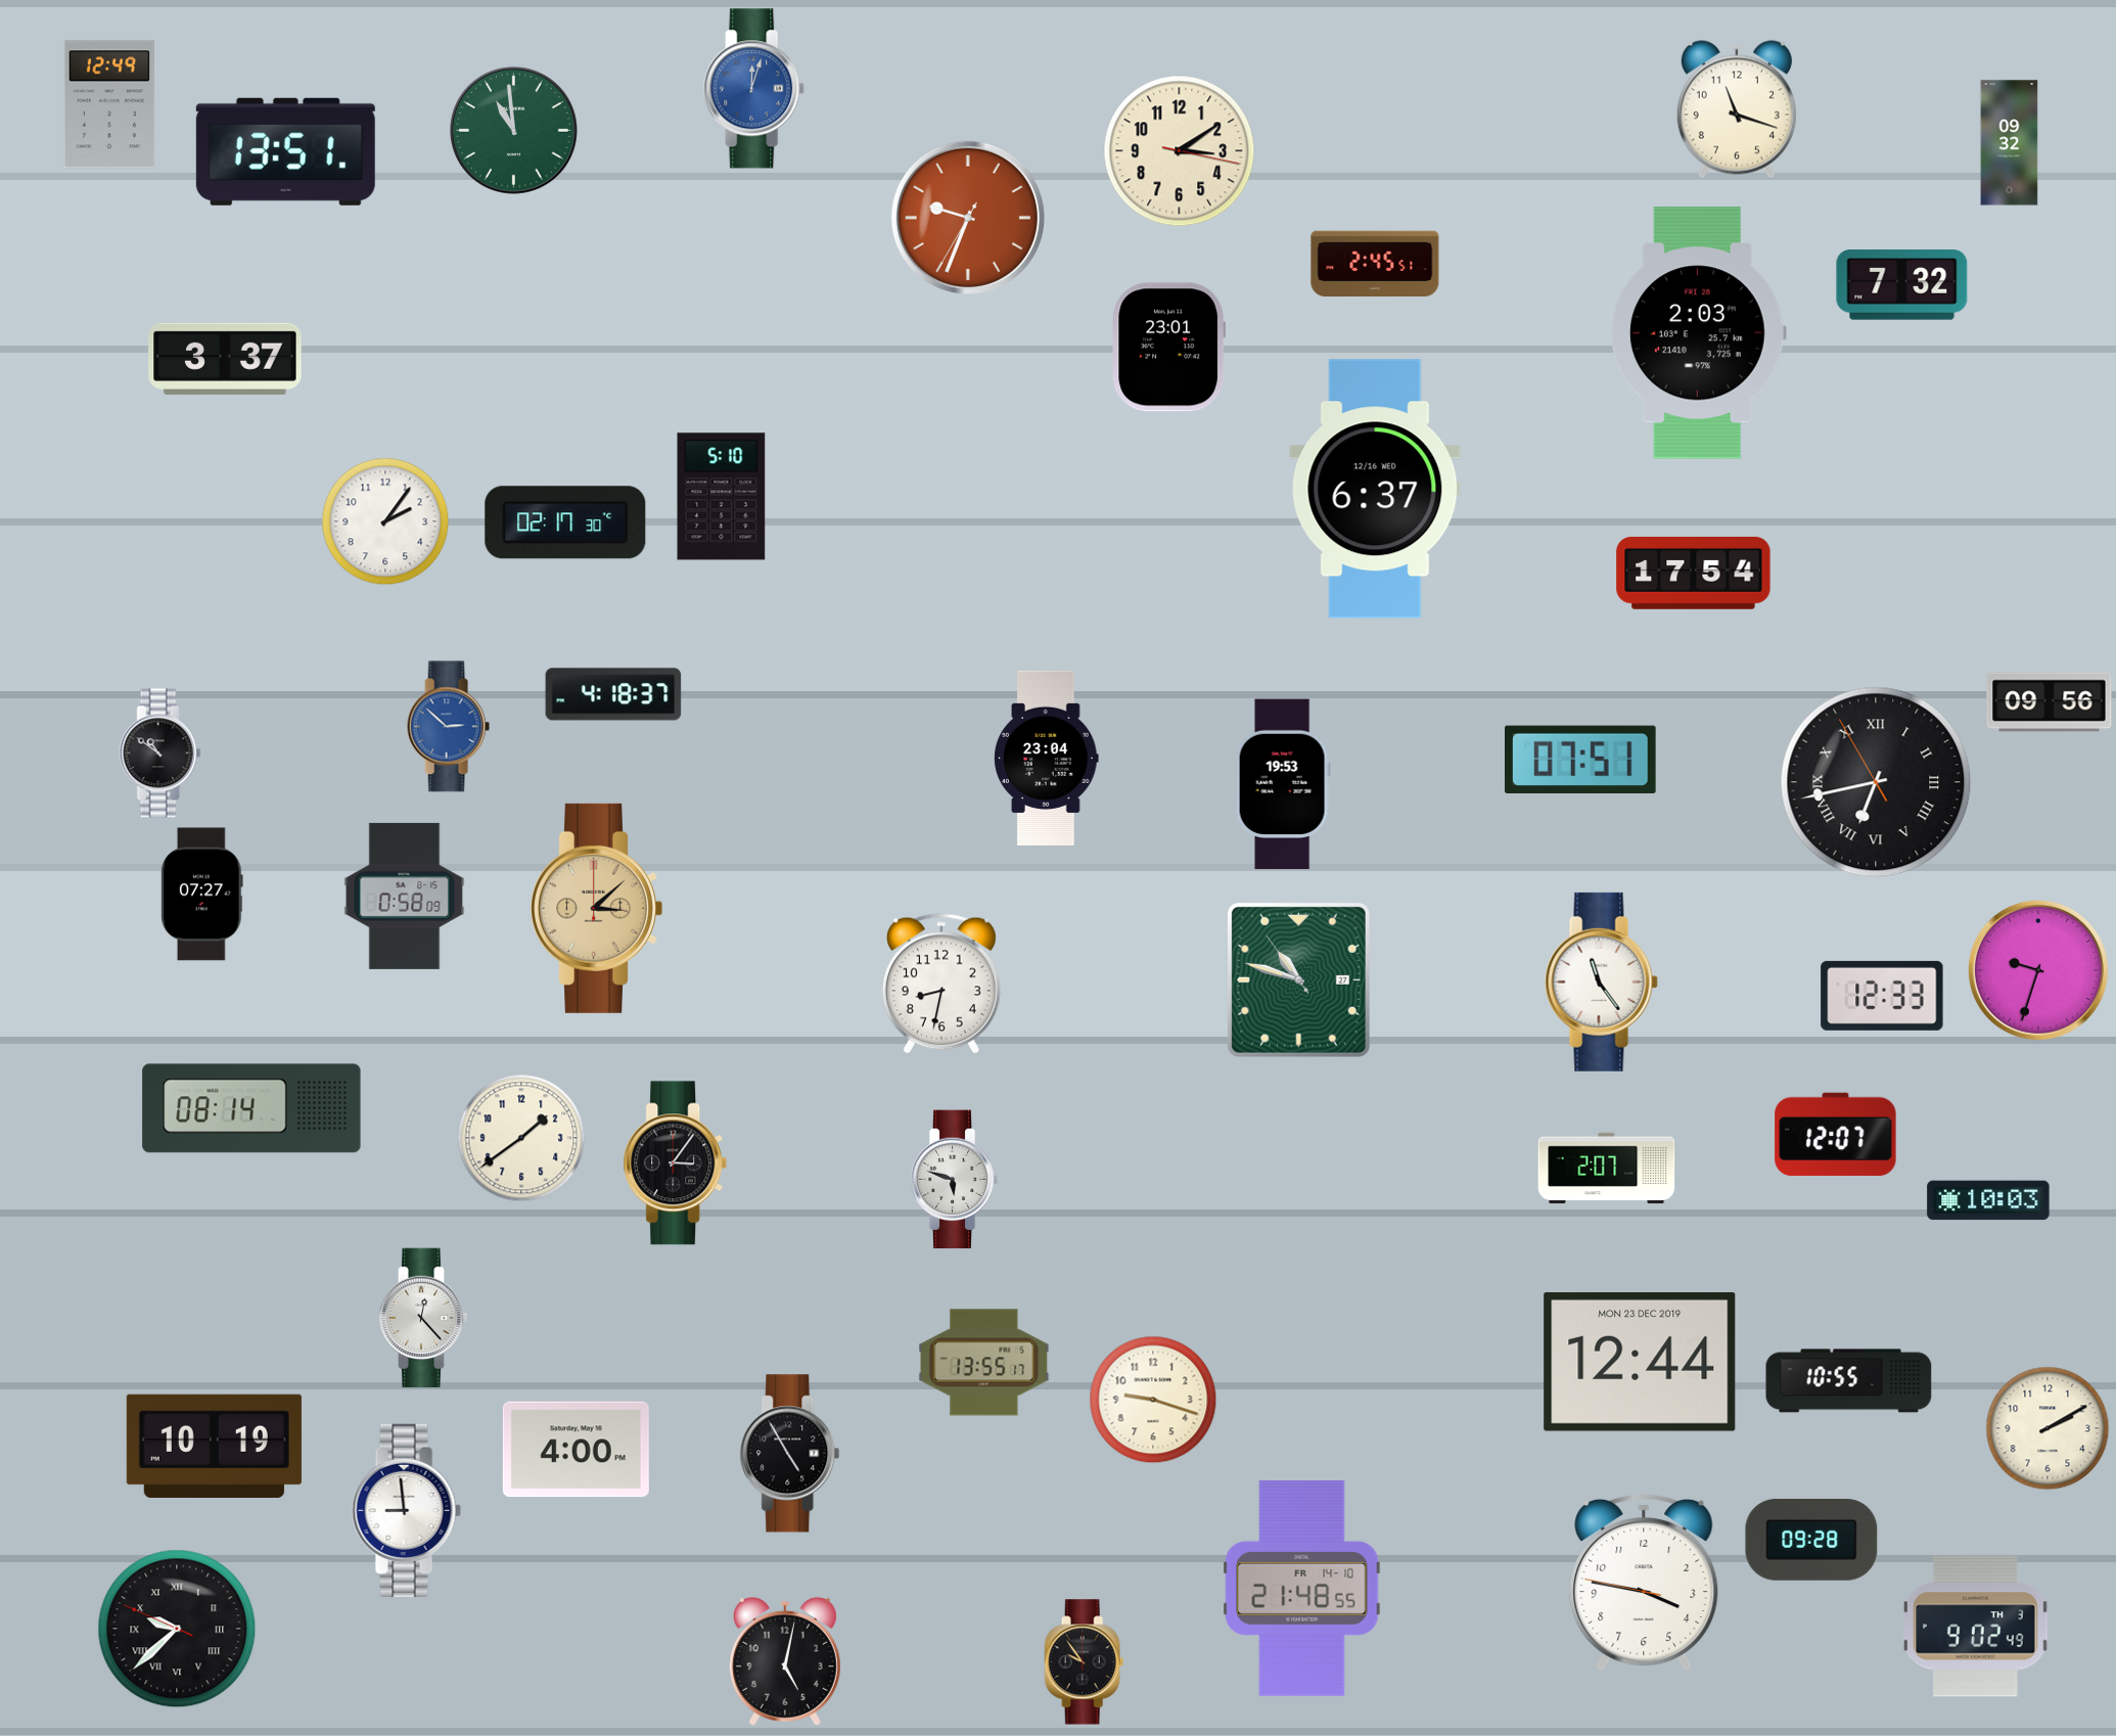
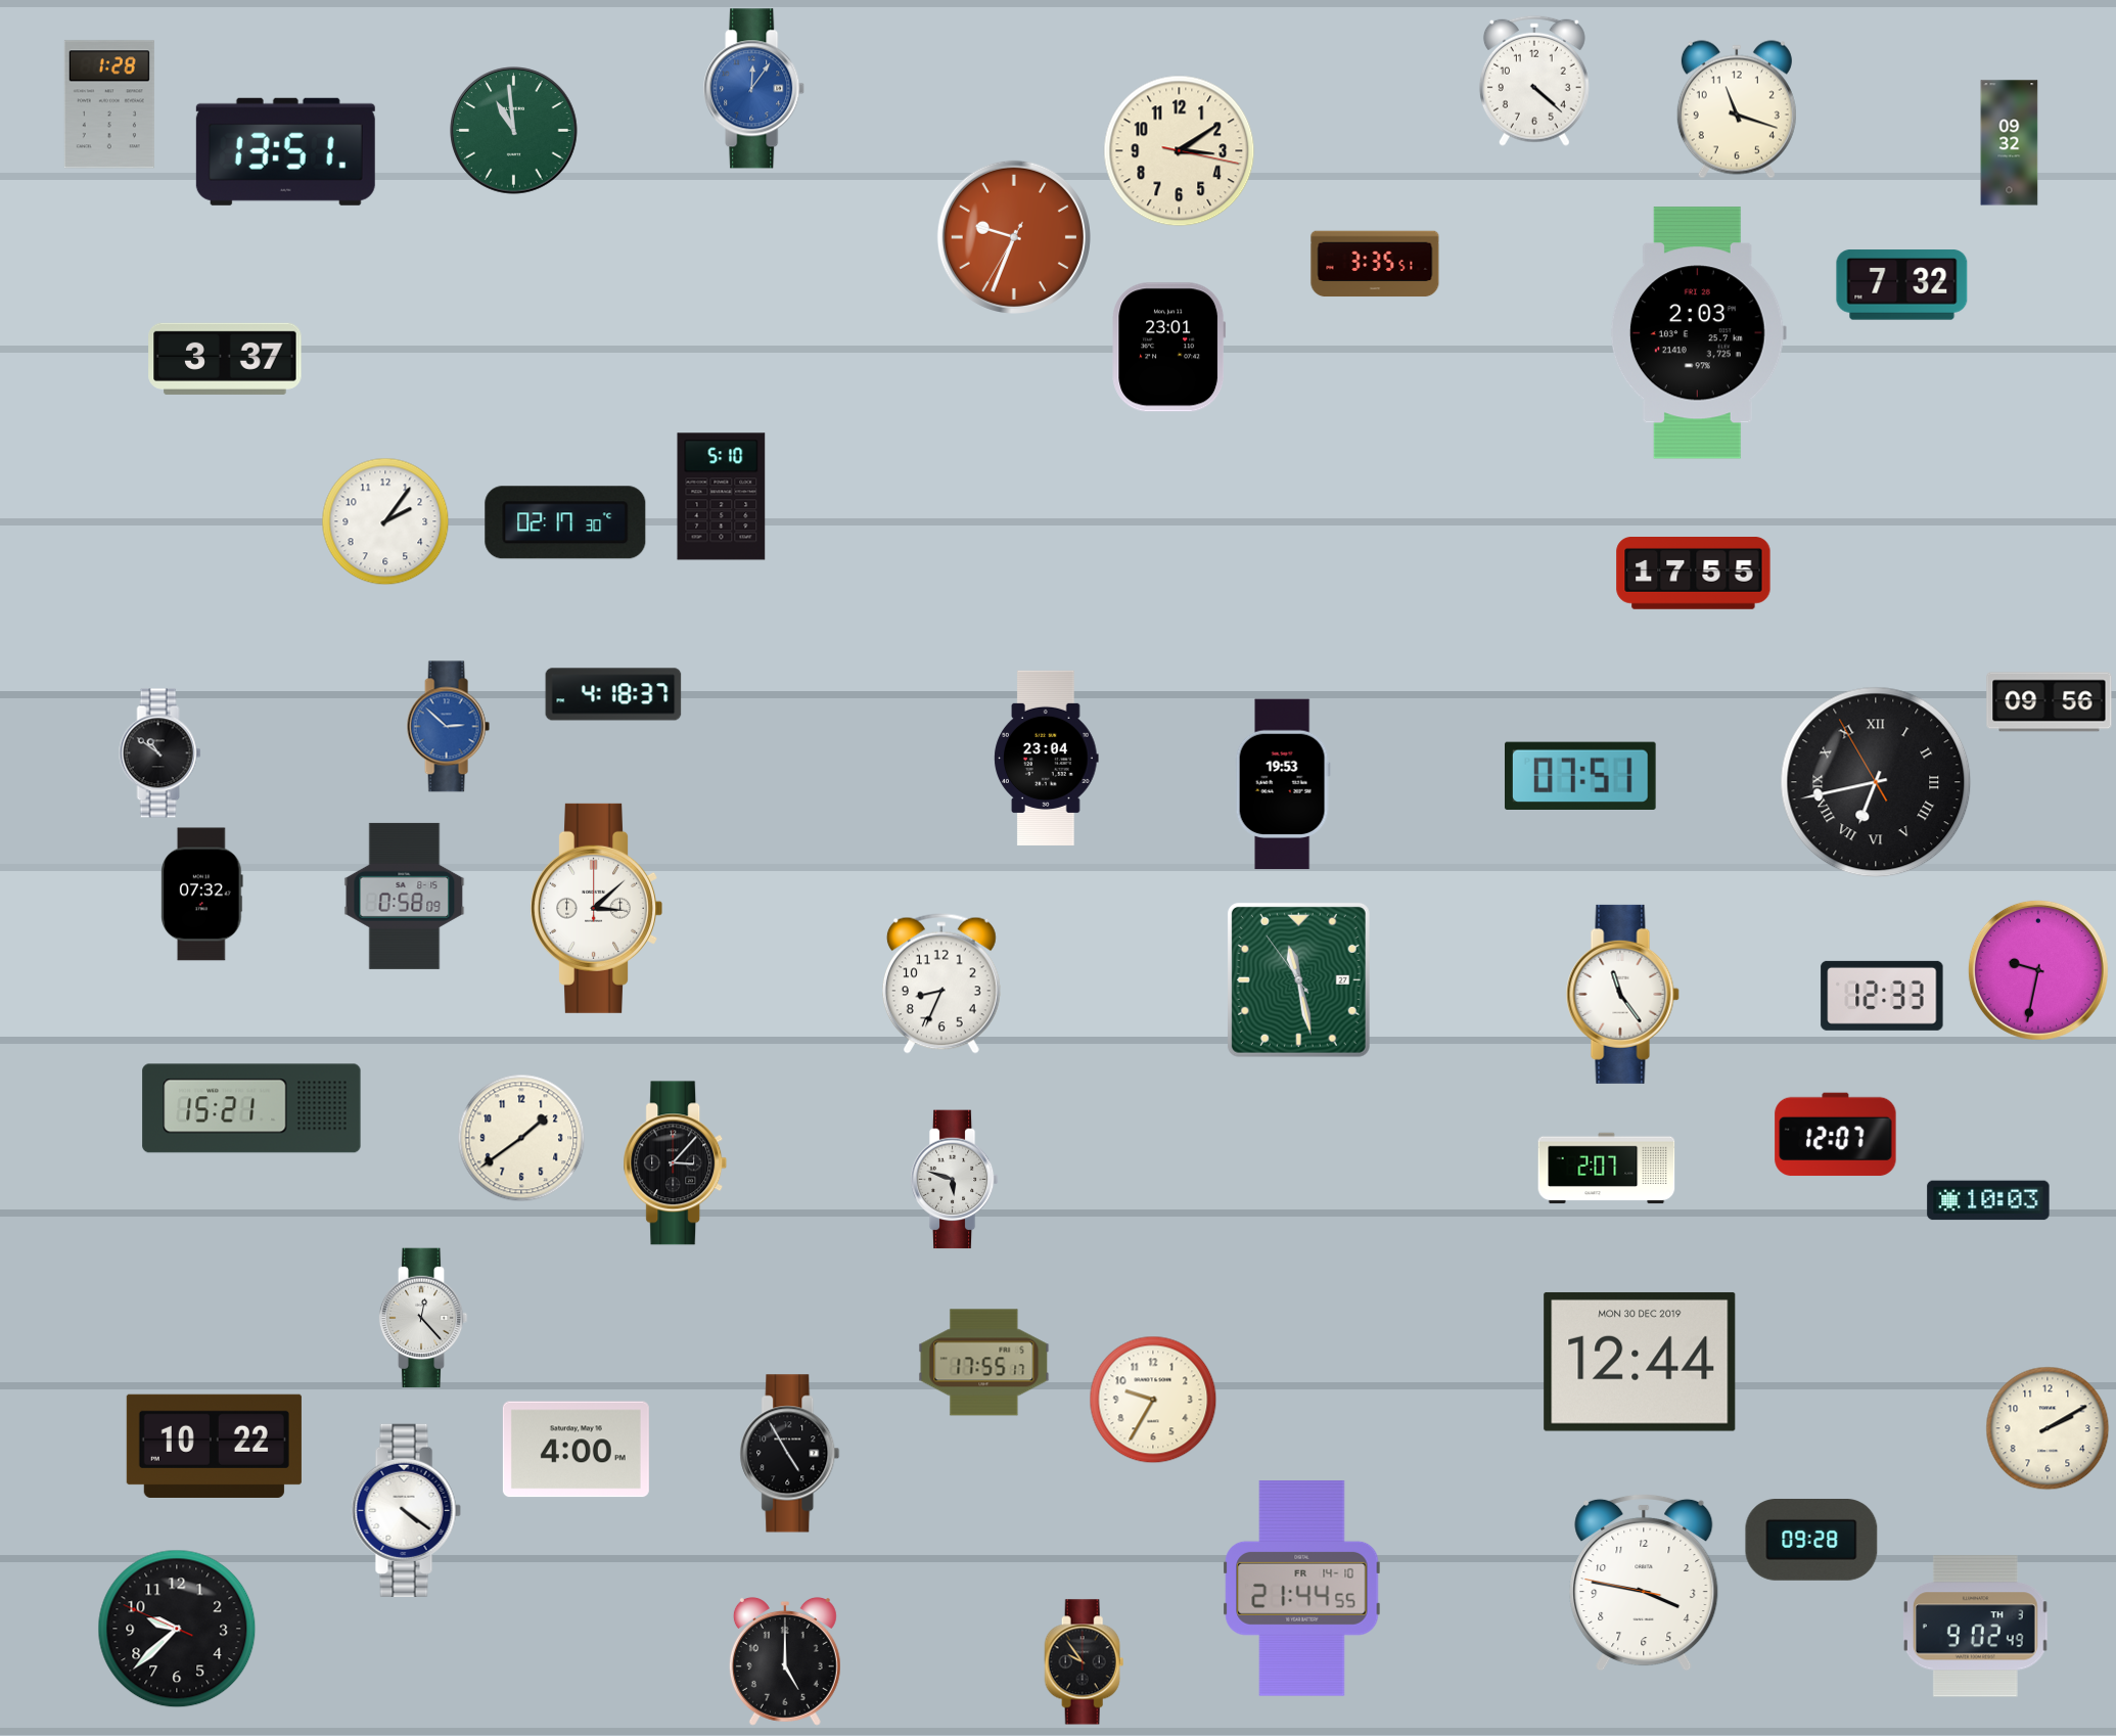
clock at (1534, 81): none -> 4:22
clock at (754, 89): 12:03 -> 12:06
clock at (109, 104): 12:49 -> 1:28
clock at (968, 218) position: (968, 218) -> (1014, 237)
clock at (1375, 264): 2:45 -> 3:35
clock at (1375, 489): 6:37 -> none
clock at (1694, 574): 17:54 -> 17:55
clock at (1581, 759) position: (1581, 759) -> (1581, 775)
clock at (202, 895): 07:27 -> 07:32
clock at (596, 908) dial: champagne -> white
clock at (2038, 970): 9:33 -> 9:32
clock at (1298, 979): 10:47 -> 11:27
clock at (1601, 981) position: (1601, 981) -> (1622, 994)
clock at (941, 984): 8:32 -> 8:34
clock at (251, 1108): 08:14 -> 15:21
clock at (676, 1163): 3:06 -> 3:07
clock at (1640, 1362) date: MON 23 DEC 2019 -> MON 30 DEC 2019
clock at (984, 1363): 13:55 -> 17:55
clock at (1849, 1381): 10:55 -> none
clock at (1153, 1400): 9:18 -> 9:35
clock at (214, 1446): 10:19 -> 10:22
clock at (406, 1510): 8:59 -> 4:21
clock at (1302, 1589): 21:48 -> 21:44
clock at (177, 1629) numerals: Roman -> Arabic
clock at (785, 1661): 5:02 -> 5:00
